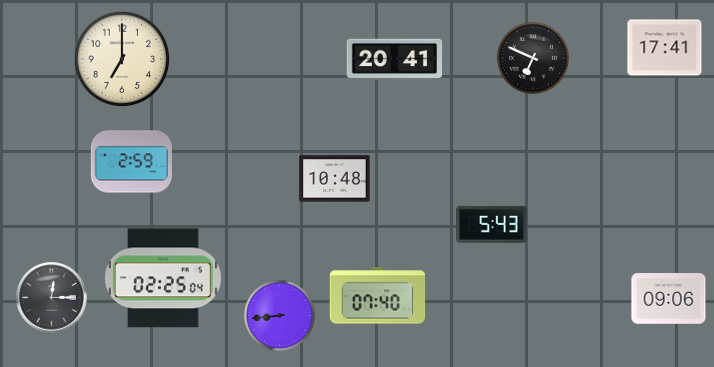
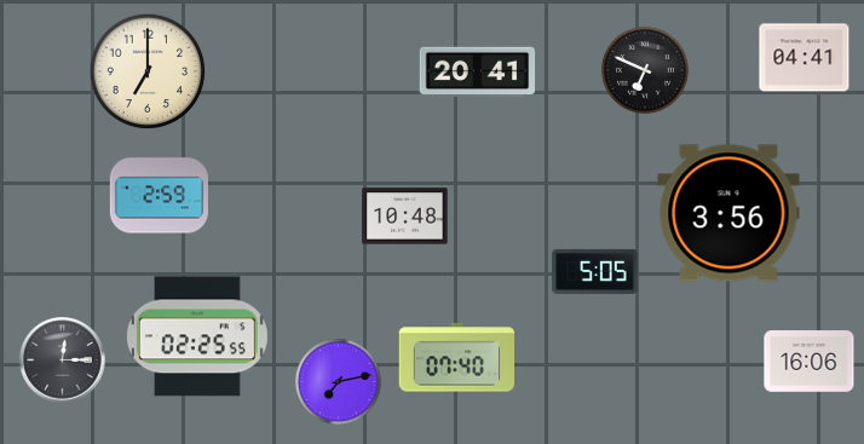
clock at (665, 48): 17:41 -> 04:41
clock at (728, 213): none -> 3:56
clock at (492, 224): 5:43 -> 5:05
clock at (163, 278): 02:25:04 -> 02:25:55
clock at (669, 299): 09:06 -> 16:06
clock at (279, 315): 8:44 -> 7:13
